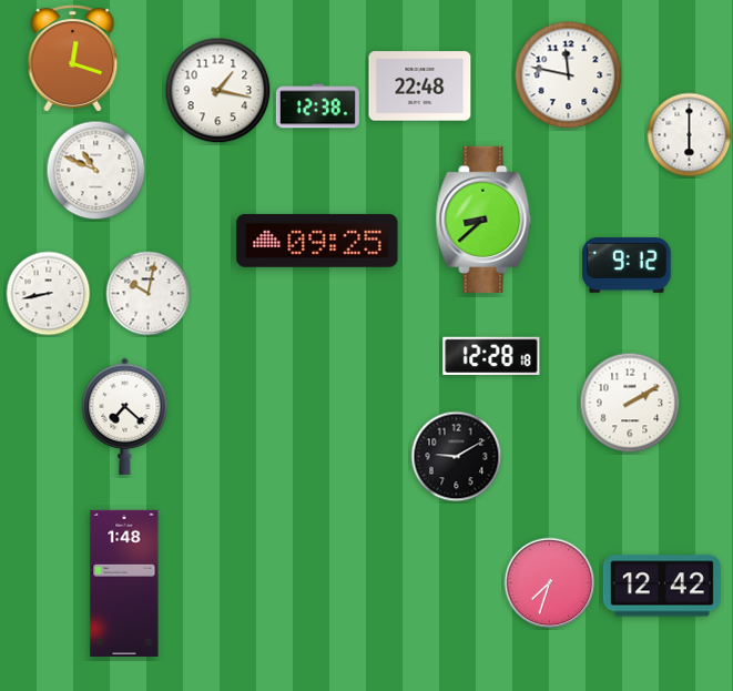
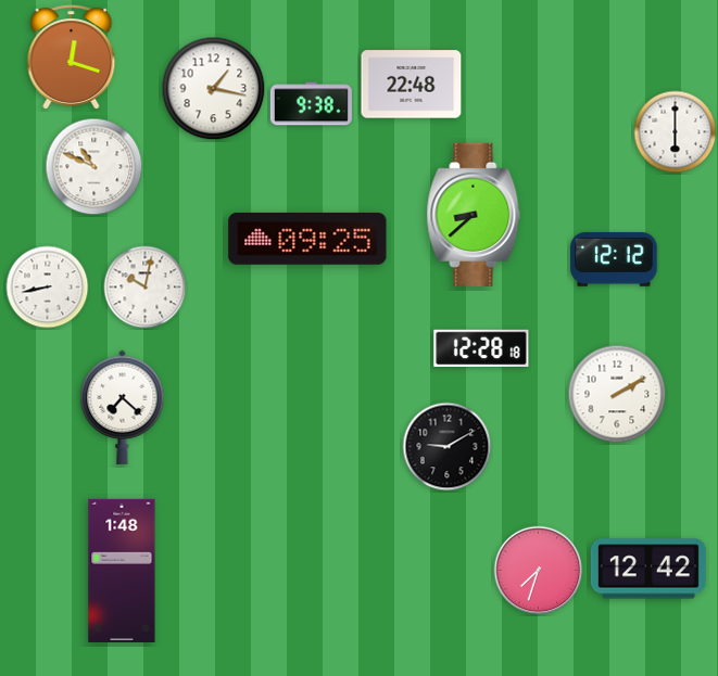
clock at (569, 75): 11:47 -> none
clock at (317, 106): 12:38 -> 9:38
clock at (317, 241) position: (317, 241) -> (307, 239)
clock at (627, 265): 9:12 -> 12:12
clock at (662, 586) position: (662, 586) -> (648, 569)
